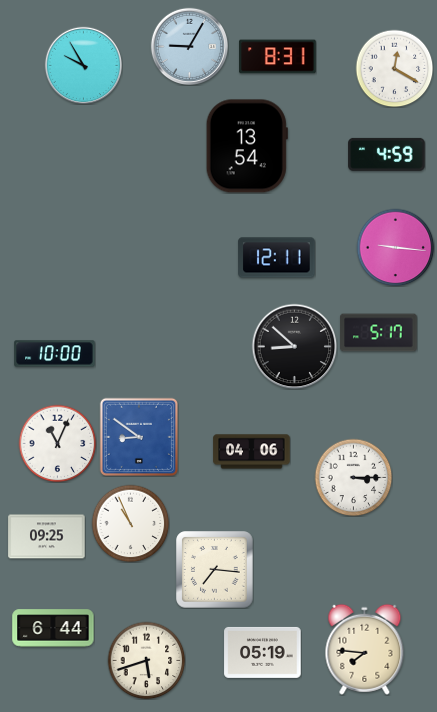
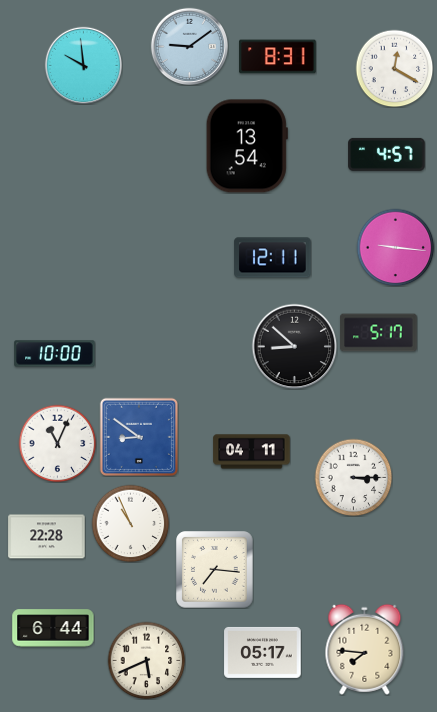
clock at (189, 46): 9:05 -> 9:09
clock at (83, 65): 9:55 -> 9:59
clock at (387, 154): 4:59 -> 4:57
clock at (277, 258) position: (277, 258) -> (273, 258)
clock at (252, 452): 04:06 -> 04:11
clock at (47, 537): 09:25 -> 22:28
clock at (263, 652): 05:19 -> 05:17
clock at (146, 660): 5:42 -> 5:41
